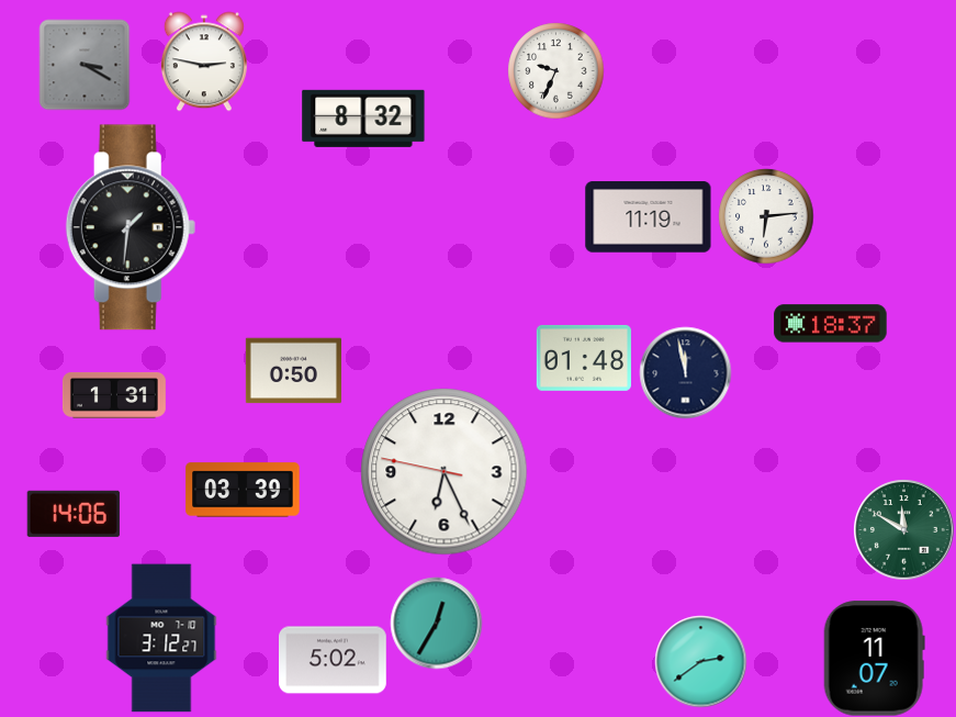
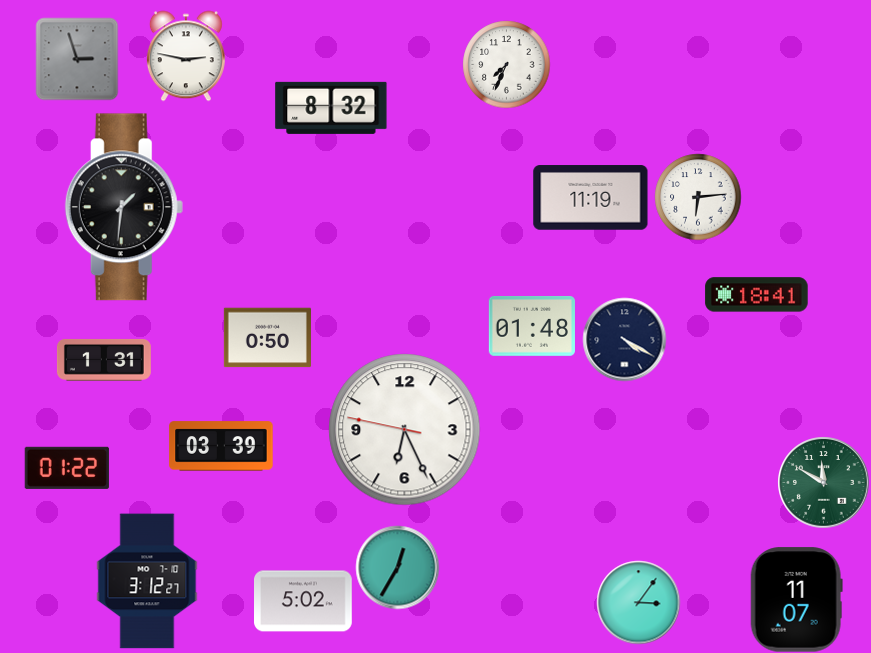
clock at (85, 65): 3:20 -> 2:57
clock at (555, 70): 9:34 -> 7:34
clock at (131, 227) position: (131, 227) -> (124, 207)
clock at (831, 324): 18:37 -> 18:41
clock at (685, 372): 11:58 -> 4:20
clock at (74, 514): 14:06 -> 01:22
clock at (700, 661): 2:39 -> 3:06
